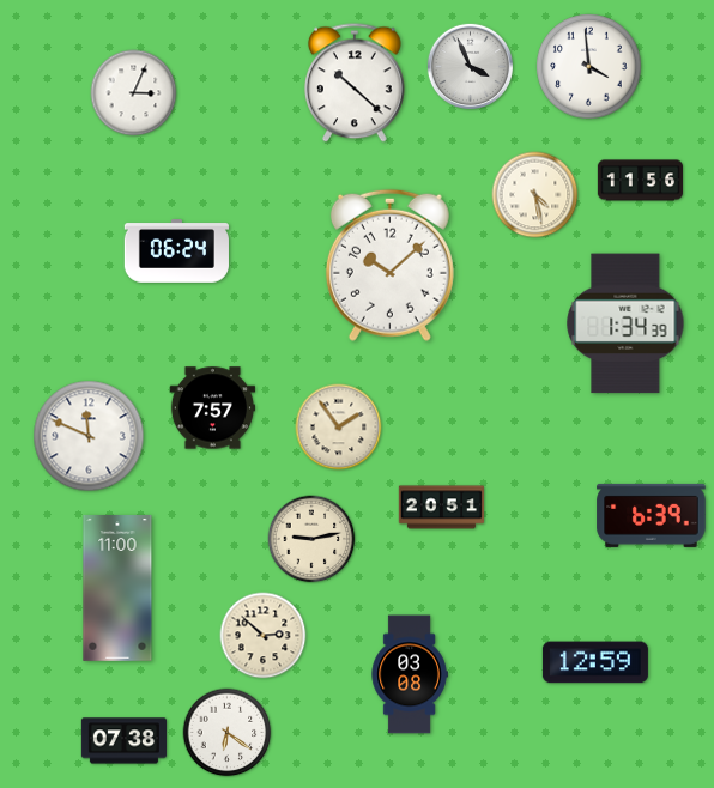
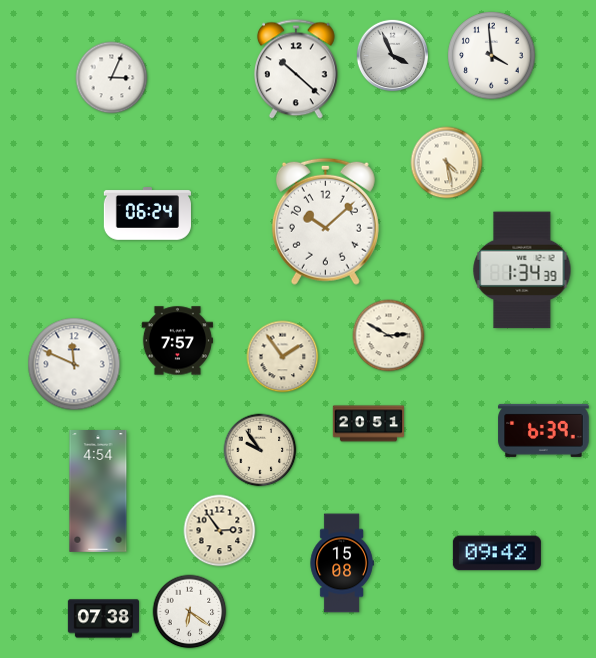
clock at (640, 181): 11:56 -> none
clock at (176, 251) position: (176, 251) -> (147, 214)
clock at (389, 336): none -> 2:50
clock at (311, 539): 9:13 -> 9:54
clock at (117, 589): 11:00 -> 4:54
clock at (264, 636): 2:52 -> 2:54
clock at (595, 662): 12:59 -> 09:42
clock at (410, 674): 03:08 -> 15:08
